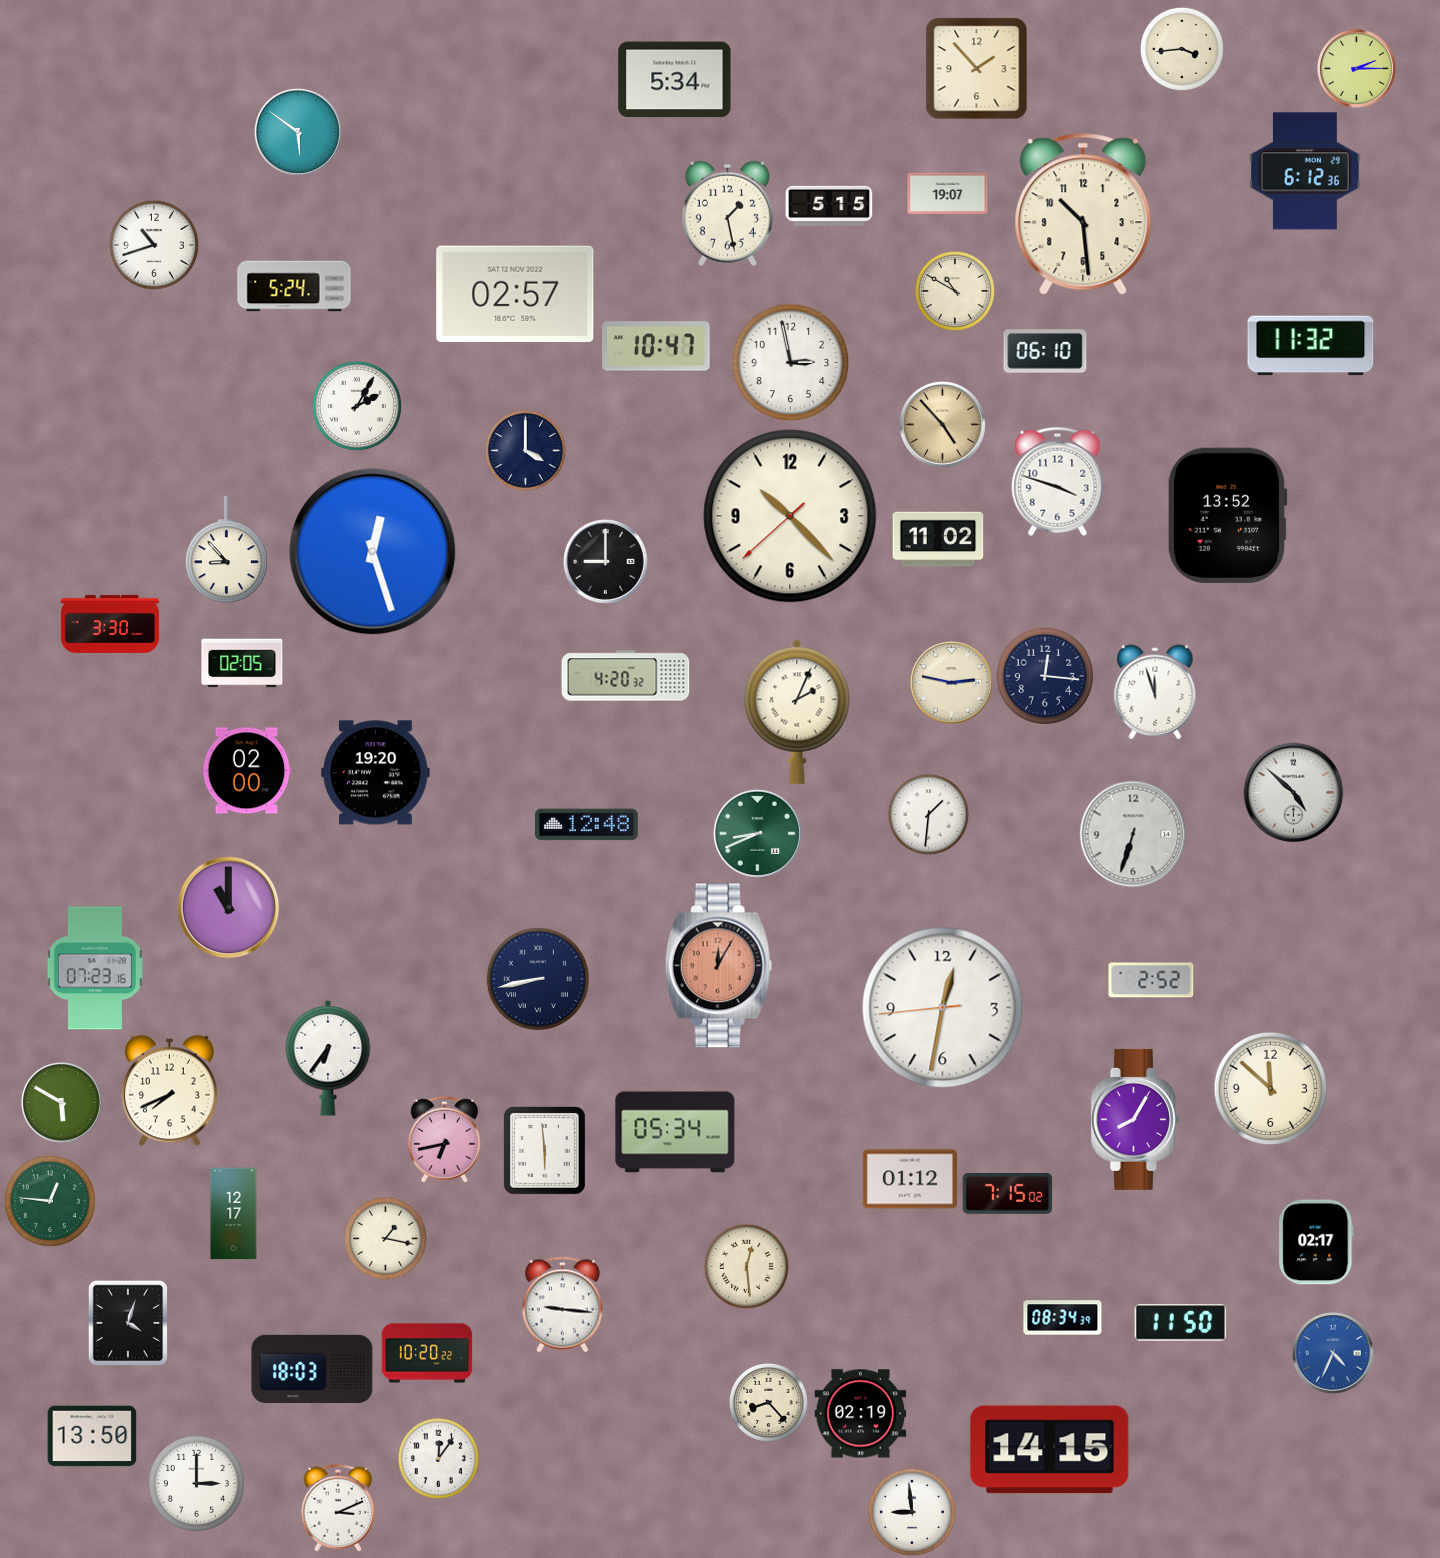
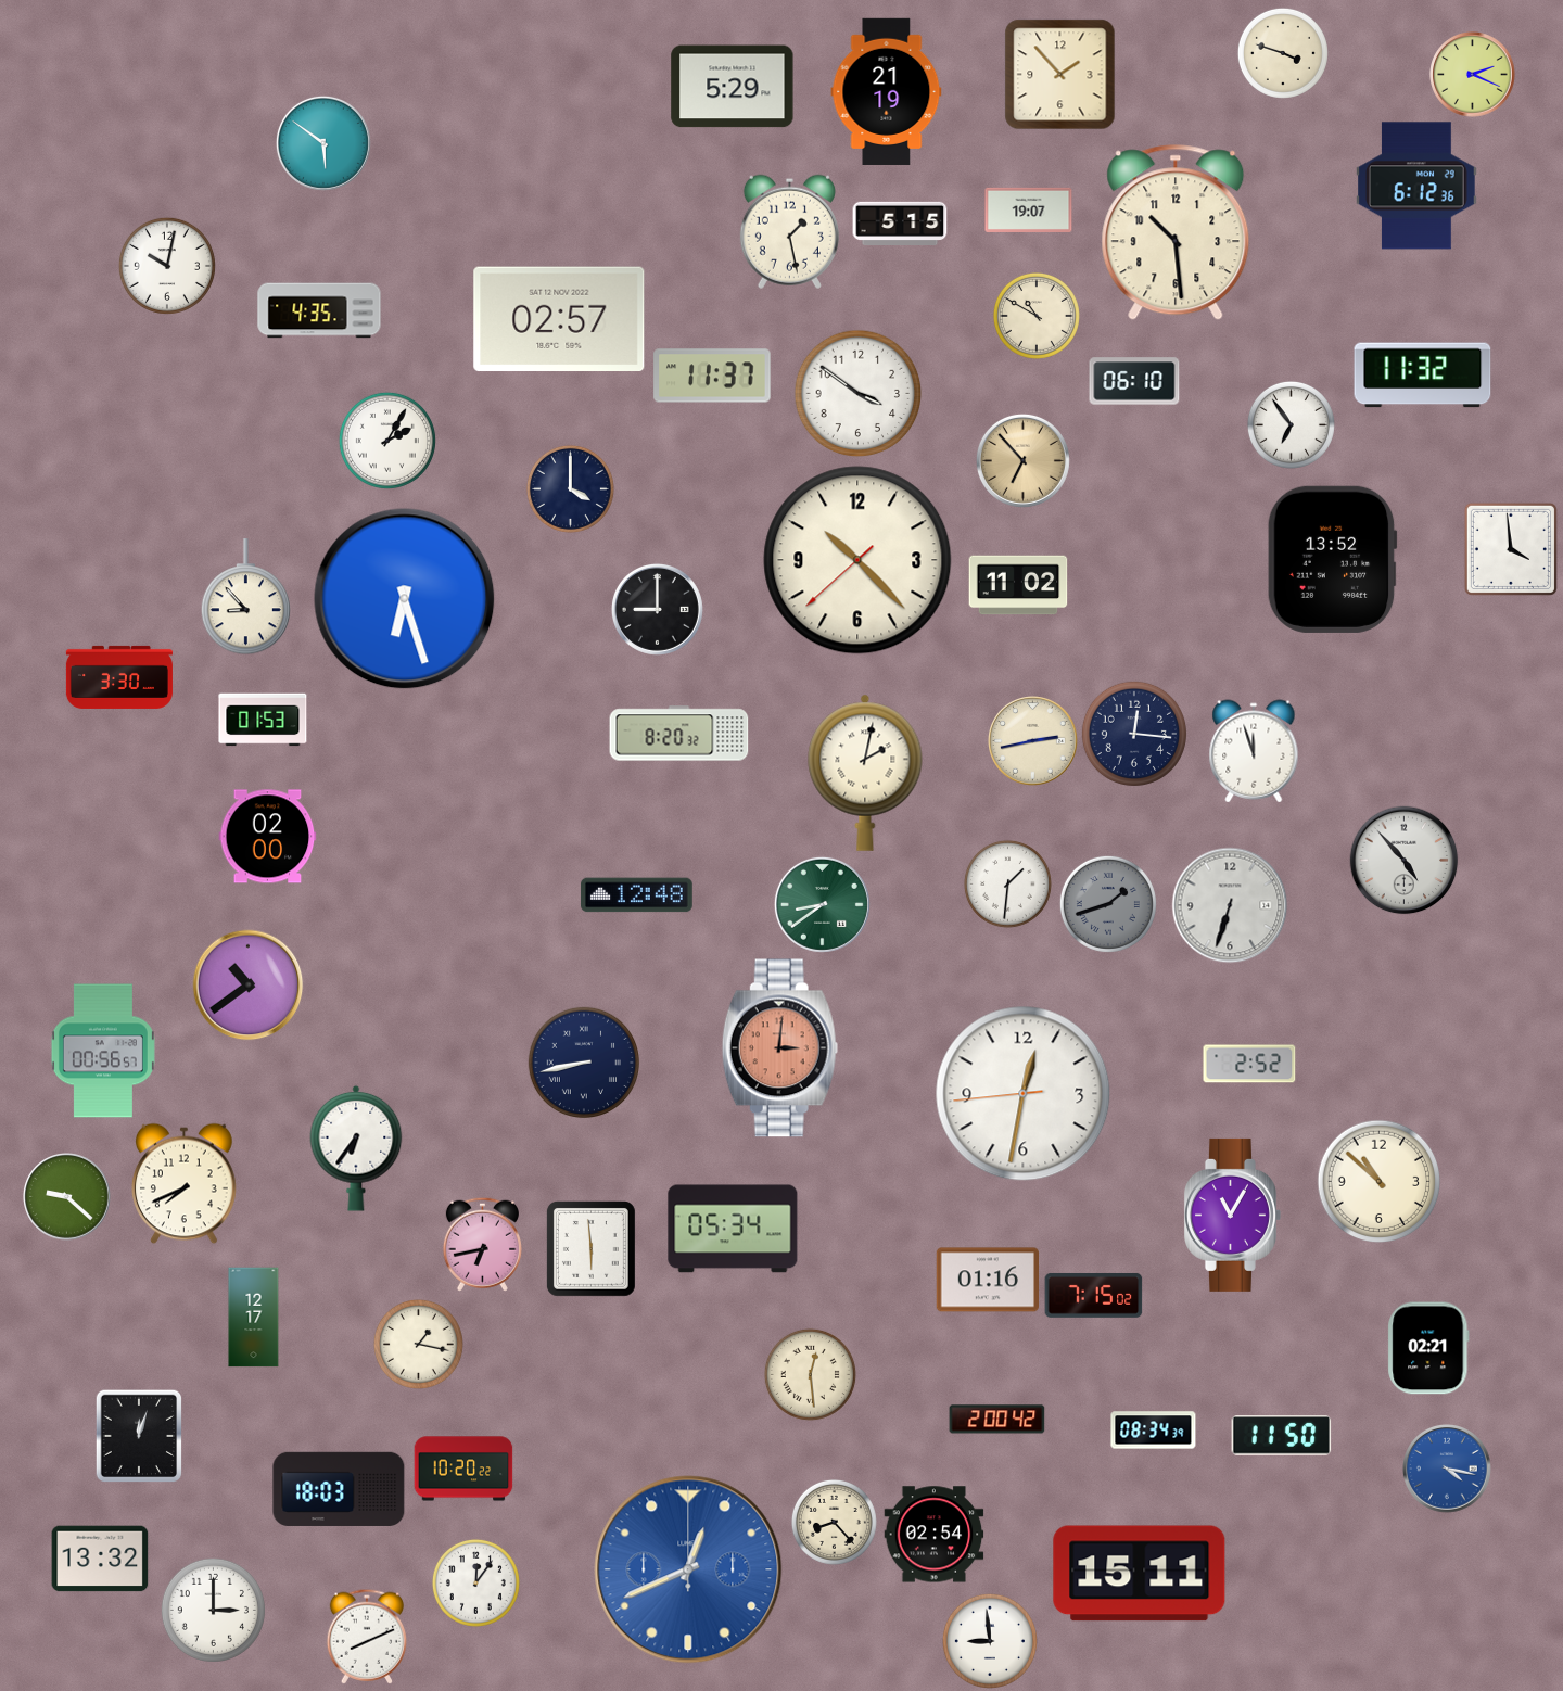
clock at (1182, 49): 3:44 -> 3:48
clock at (1357, 69): 2:15 -> 2:19
clock at (675, 80): 5:34 -> 5:29
clock at (887, 91): none -> 21:19
clock at (154, 245): 10:42 -> 10:02
clock at (294, 286): 5:24 -> 4:35
clock at (656, 346): 10:47 -> 11:37
clock at (791, 363): 2:58 -> 3:51
clock at (1291, 424): none -> 6:54
clock at (942, 424): 4:53 -> 6:53
clock at (1058, 481): 3:48 -> none
clock at (1511, 549): none -> 3:59
clock at (373, 552): 12:27 -> 6:27
clock at (242, 663): 02:05 -> 01:53
clock at (626, 676): 4:20 -> 8:20
clock at (952, 683): 2:47 -> 2:43
clock at (797, 712): 2:04 -> 2:02
clock at (376, 773): 19:20 -> none
clock at (1294, 793): 4:52 -> 4:53
clock at (757, 833): 8:41 -> 8:39
clock at (1108, 904): none -> 1:42
clock at (229, 908): 11:00 -> 10:39
clock at (718, 966): 12:05 -> 3:01
clock at (95, 968): 07:23 -> 00:56
clock at (1271, 1089): 11:52 -> 10:52
clock at (62, 1103): 5:50 -> 9:22
clock at (1135, 1119): 8:05 -> 11:05
clock at (444, 1139) position: (444, 1139) -> (482, 1244)
clock at (909, 1179): 01:12 -> 01:16
clock at (50, 1201): 12:46 -> none
clock at (1316, 1242): 02:17 -> 02:21
clock at (562, 1305): 9:16 -> none
clock at (997, 1420): none -> 2:00
clock at (128, 1323): 4:03 -> 12:03
clock at (1334, 1354): 4:34 -> 4:17
clock at (312, 1368) position: (312, 1368) -> (339, 1488)
clock at (861, 1414): 02:19 -> 02:54
clock at (92, 1436): 13:50 -> 13:32
clock at (688, 1569): none -> 12:41
clock at (1050, 1450): 14:15 -> 15:11
clock at (337, 1508): 3:11 -> 8:11
